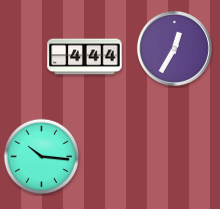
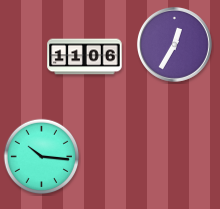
clock at (174, 48) position: (174, 48) -> (174, 44)
clock at (85, 57): 4:44 -> 11:06
